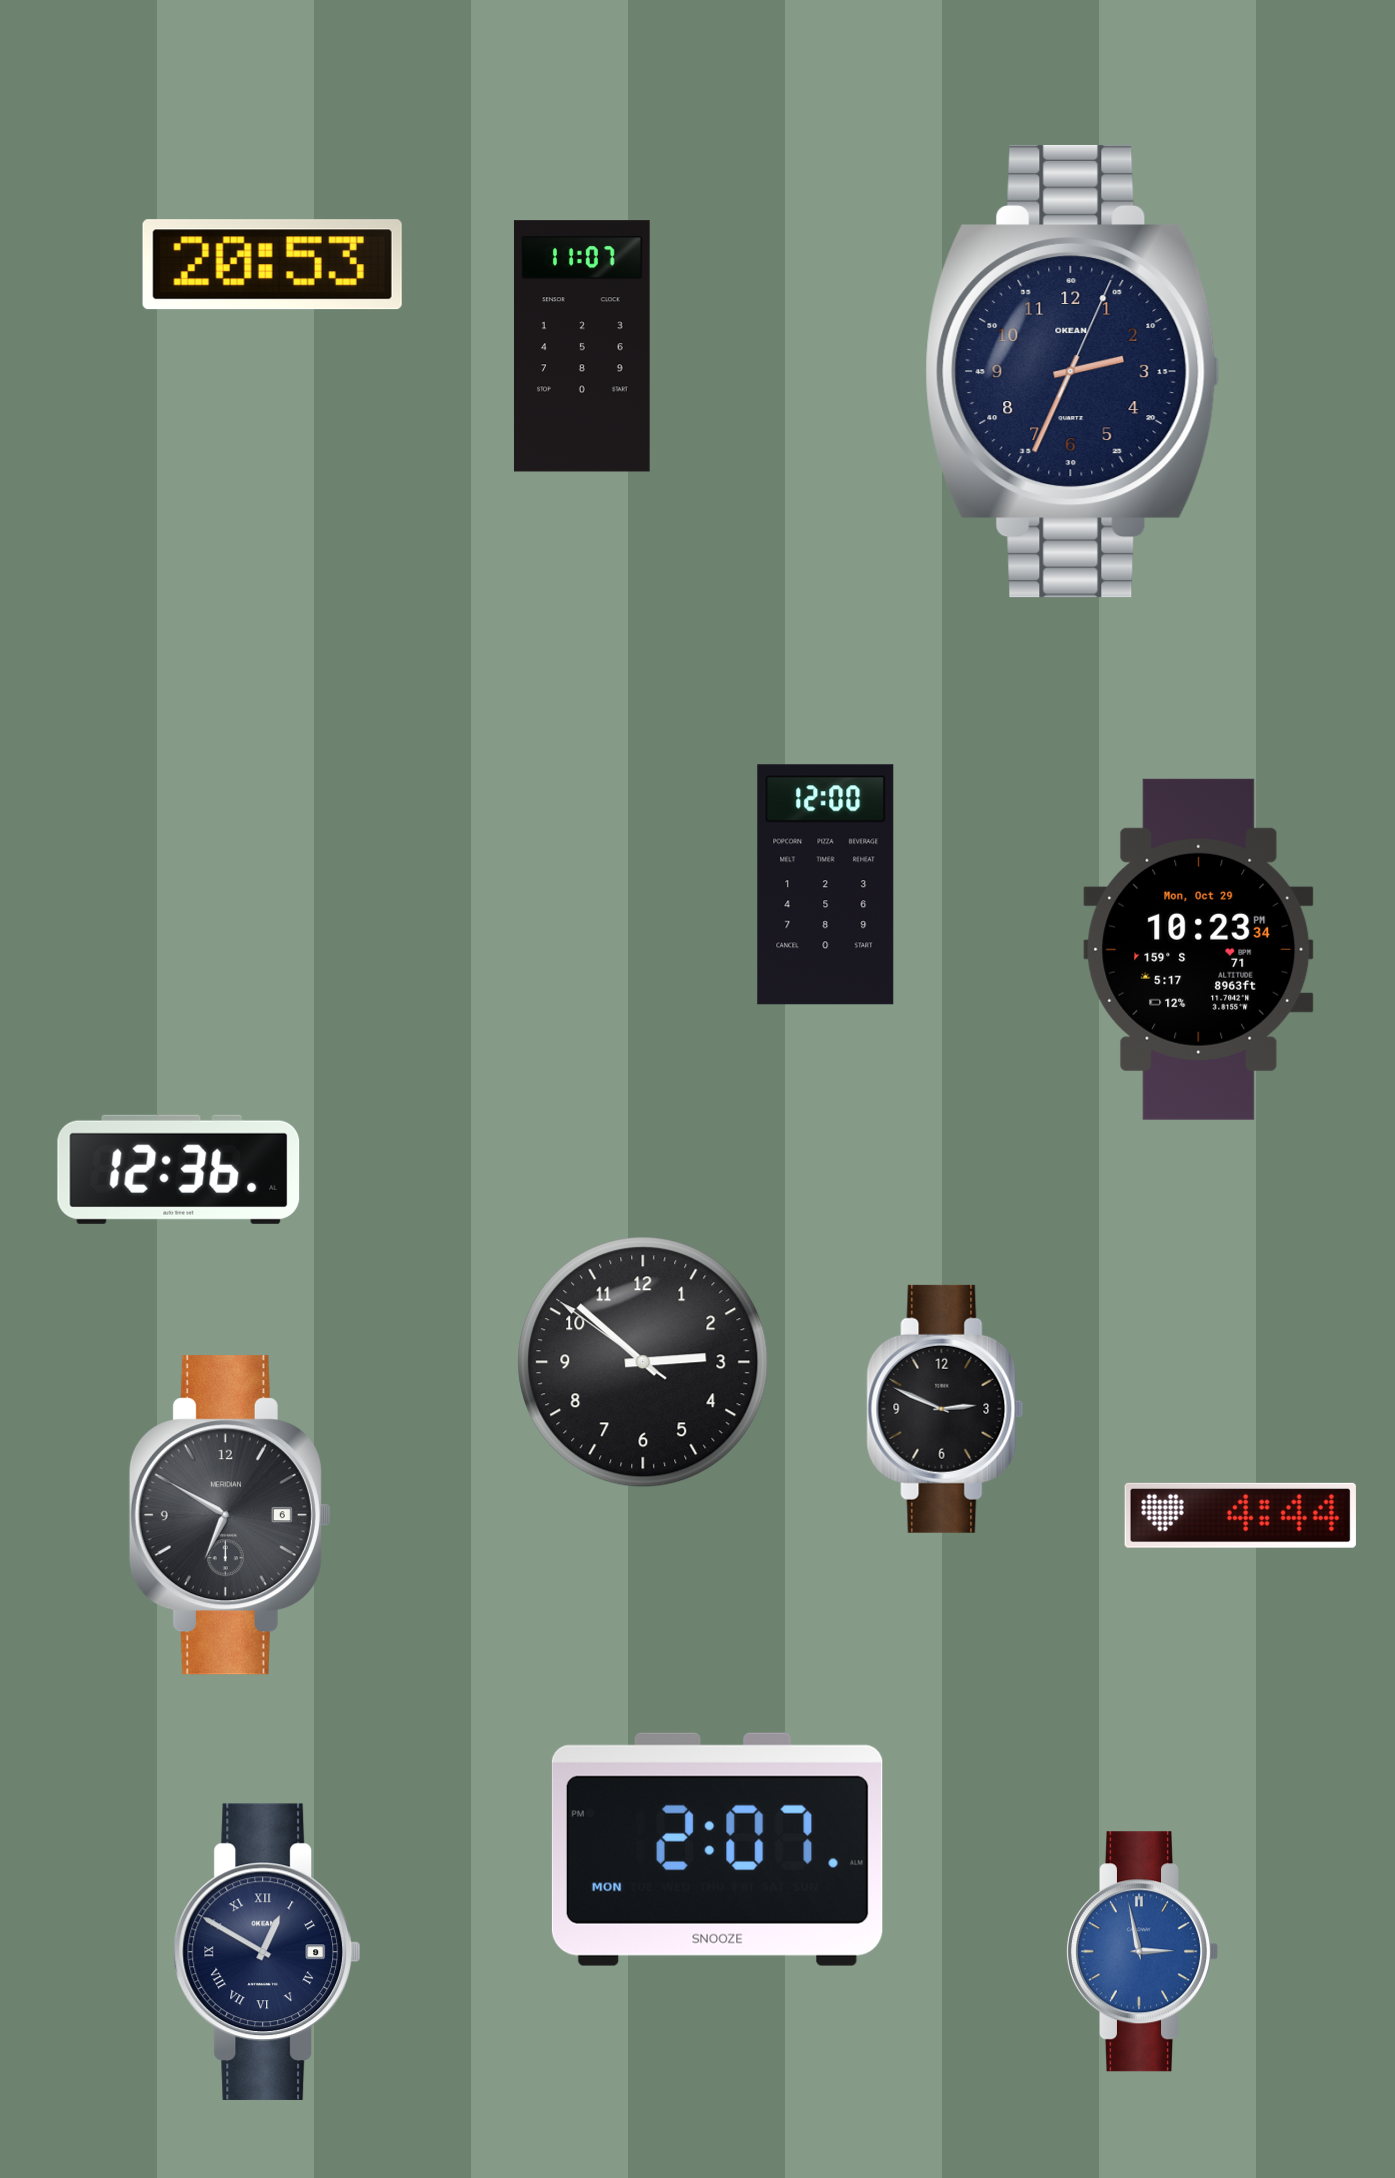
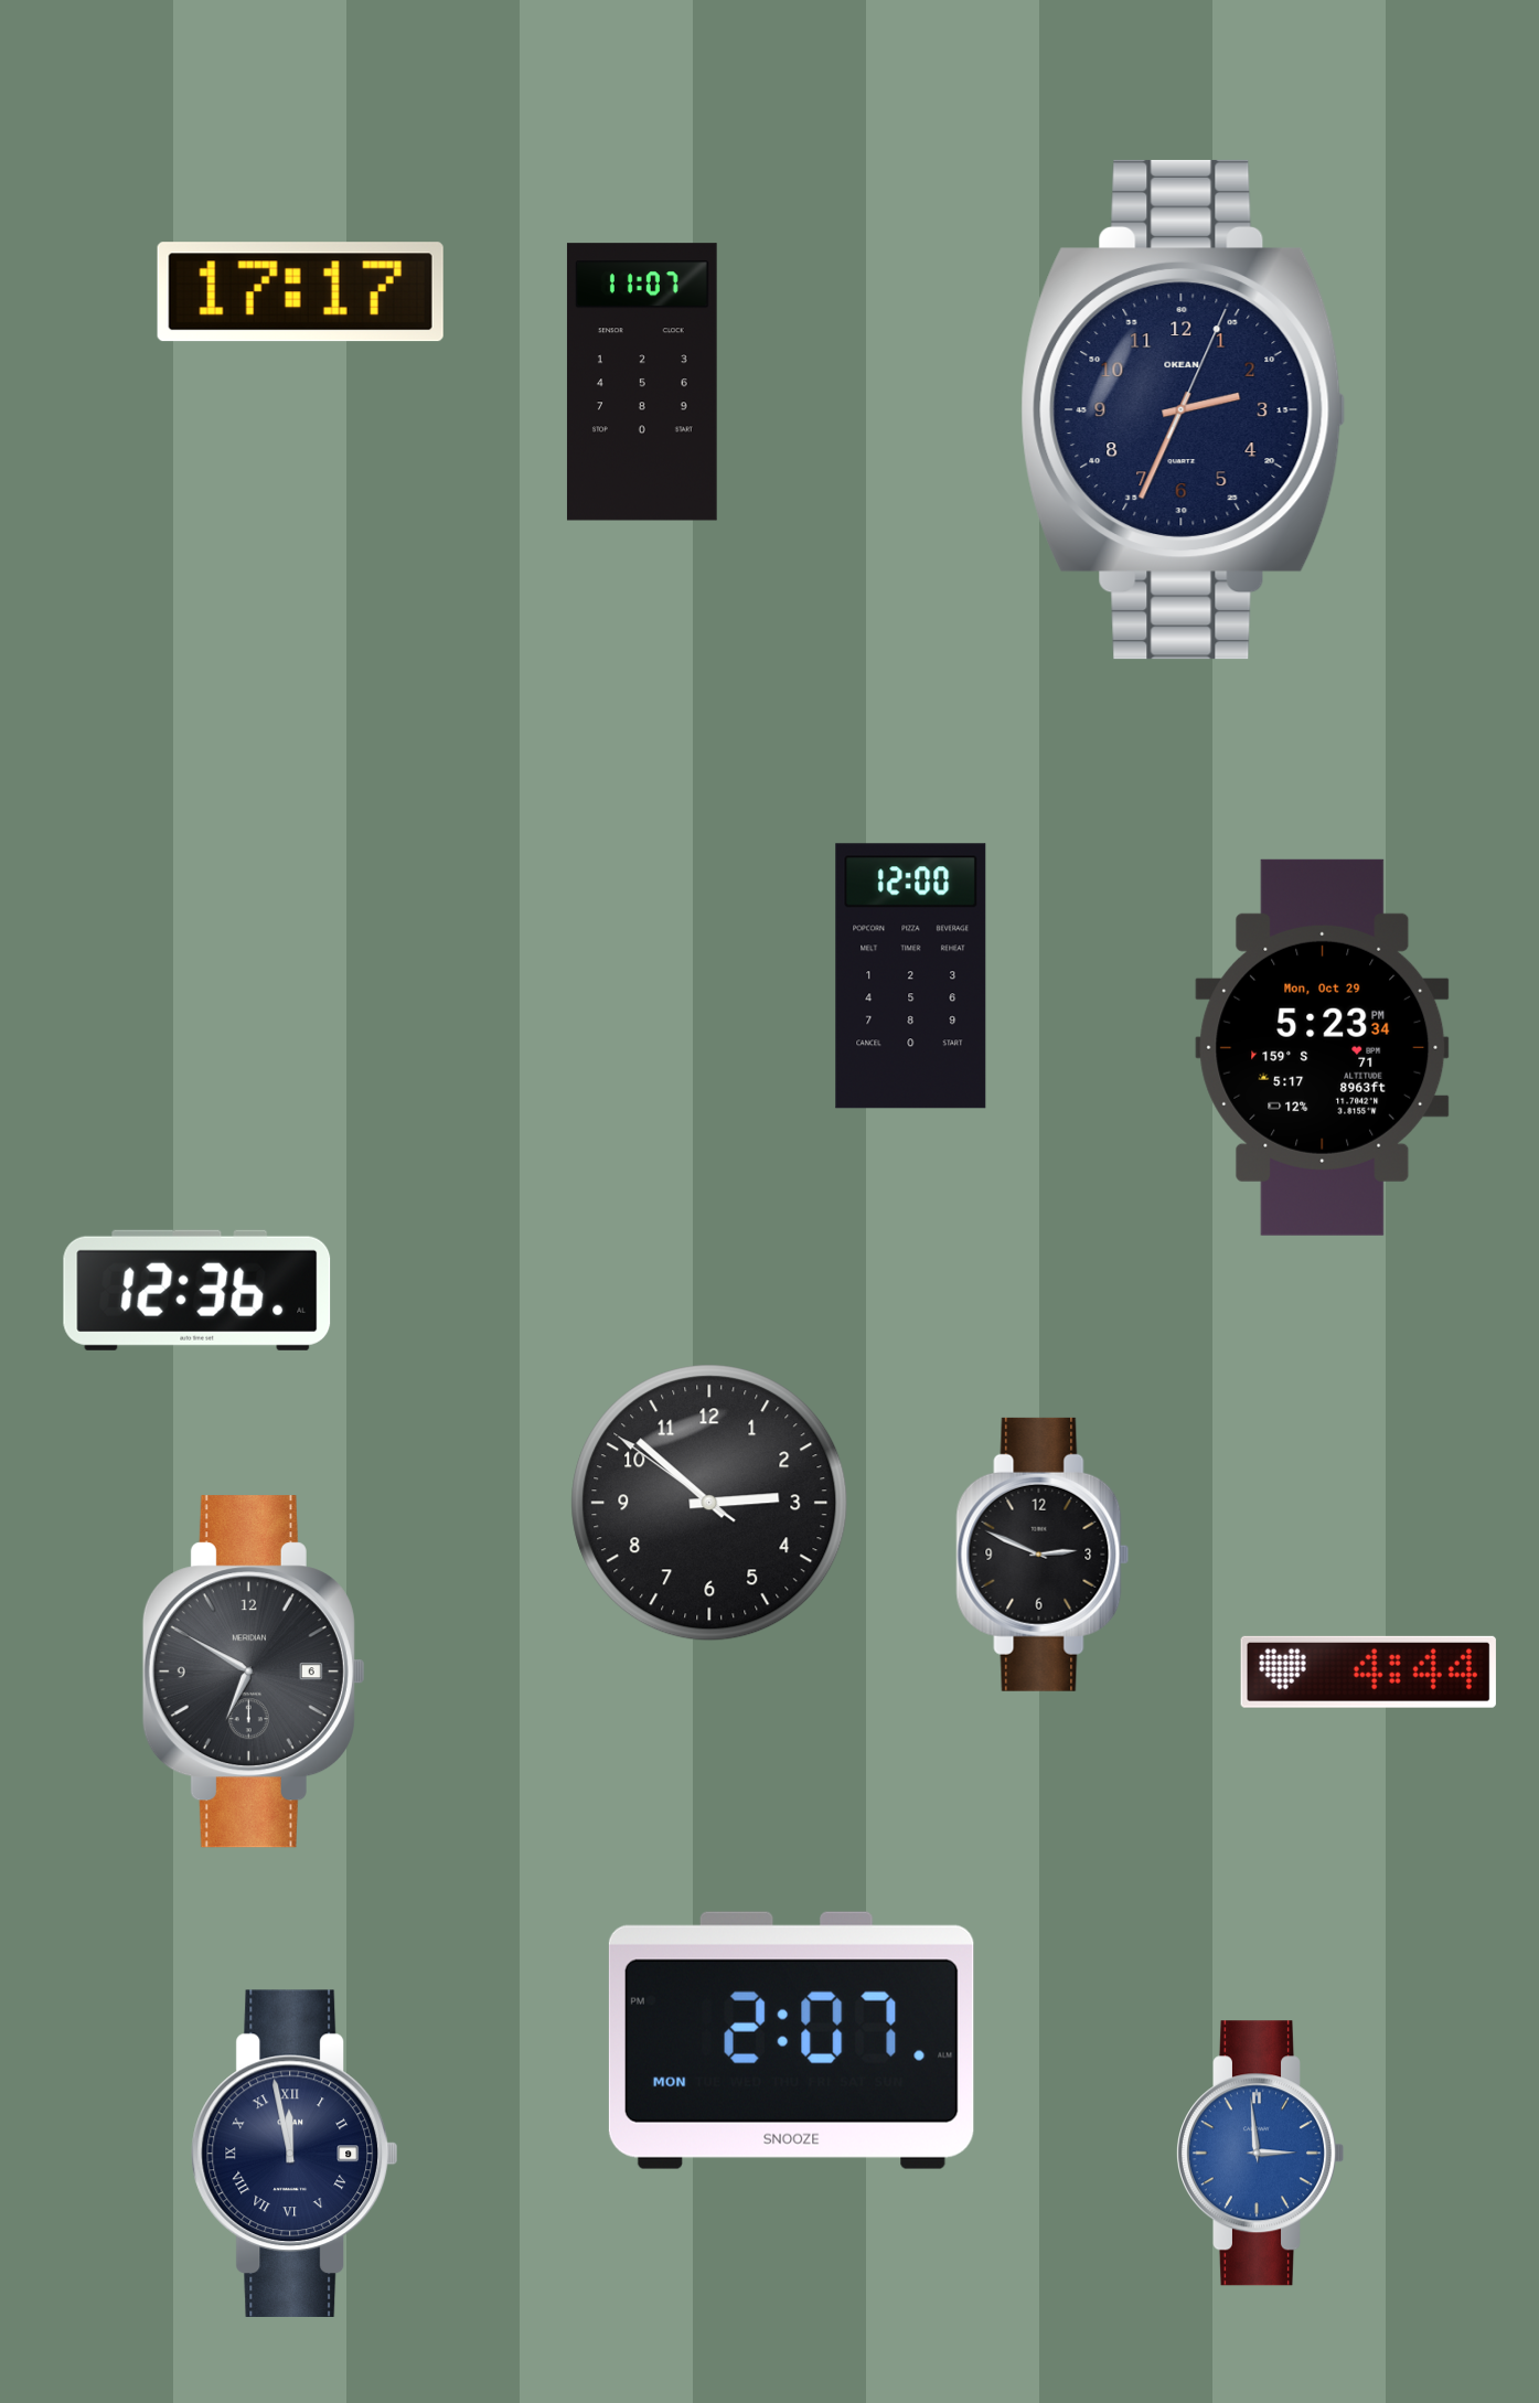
clock at (272, 265): 20:53 -> 17:17
clock at (1199, 949): 10:23 -> 5:23
clock at (266, 1952): 12:50 -> 11:58
clock at (1141, 1952): 2:58 -> 2:59
